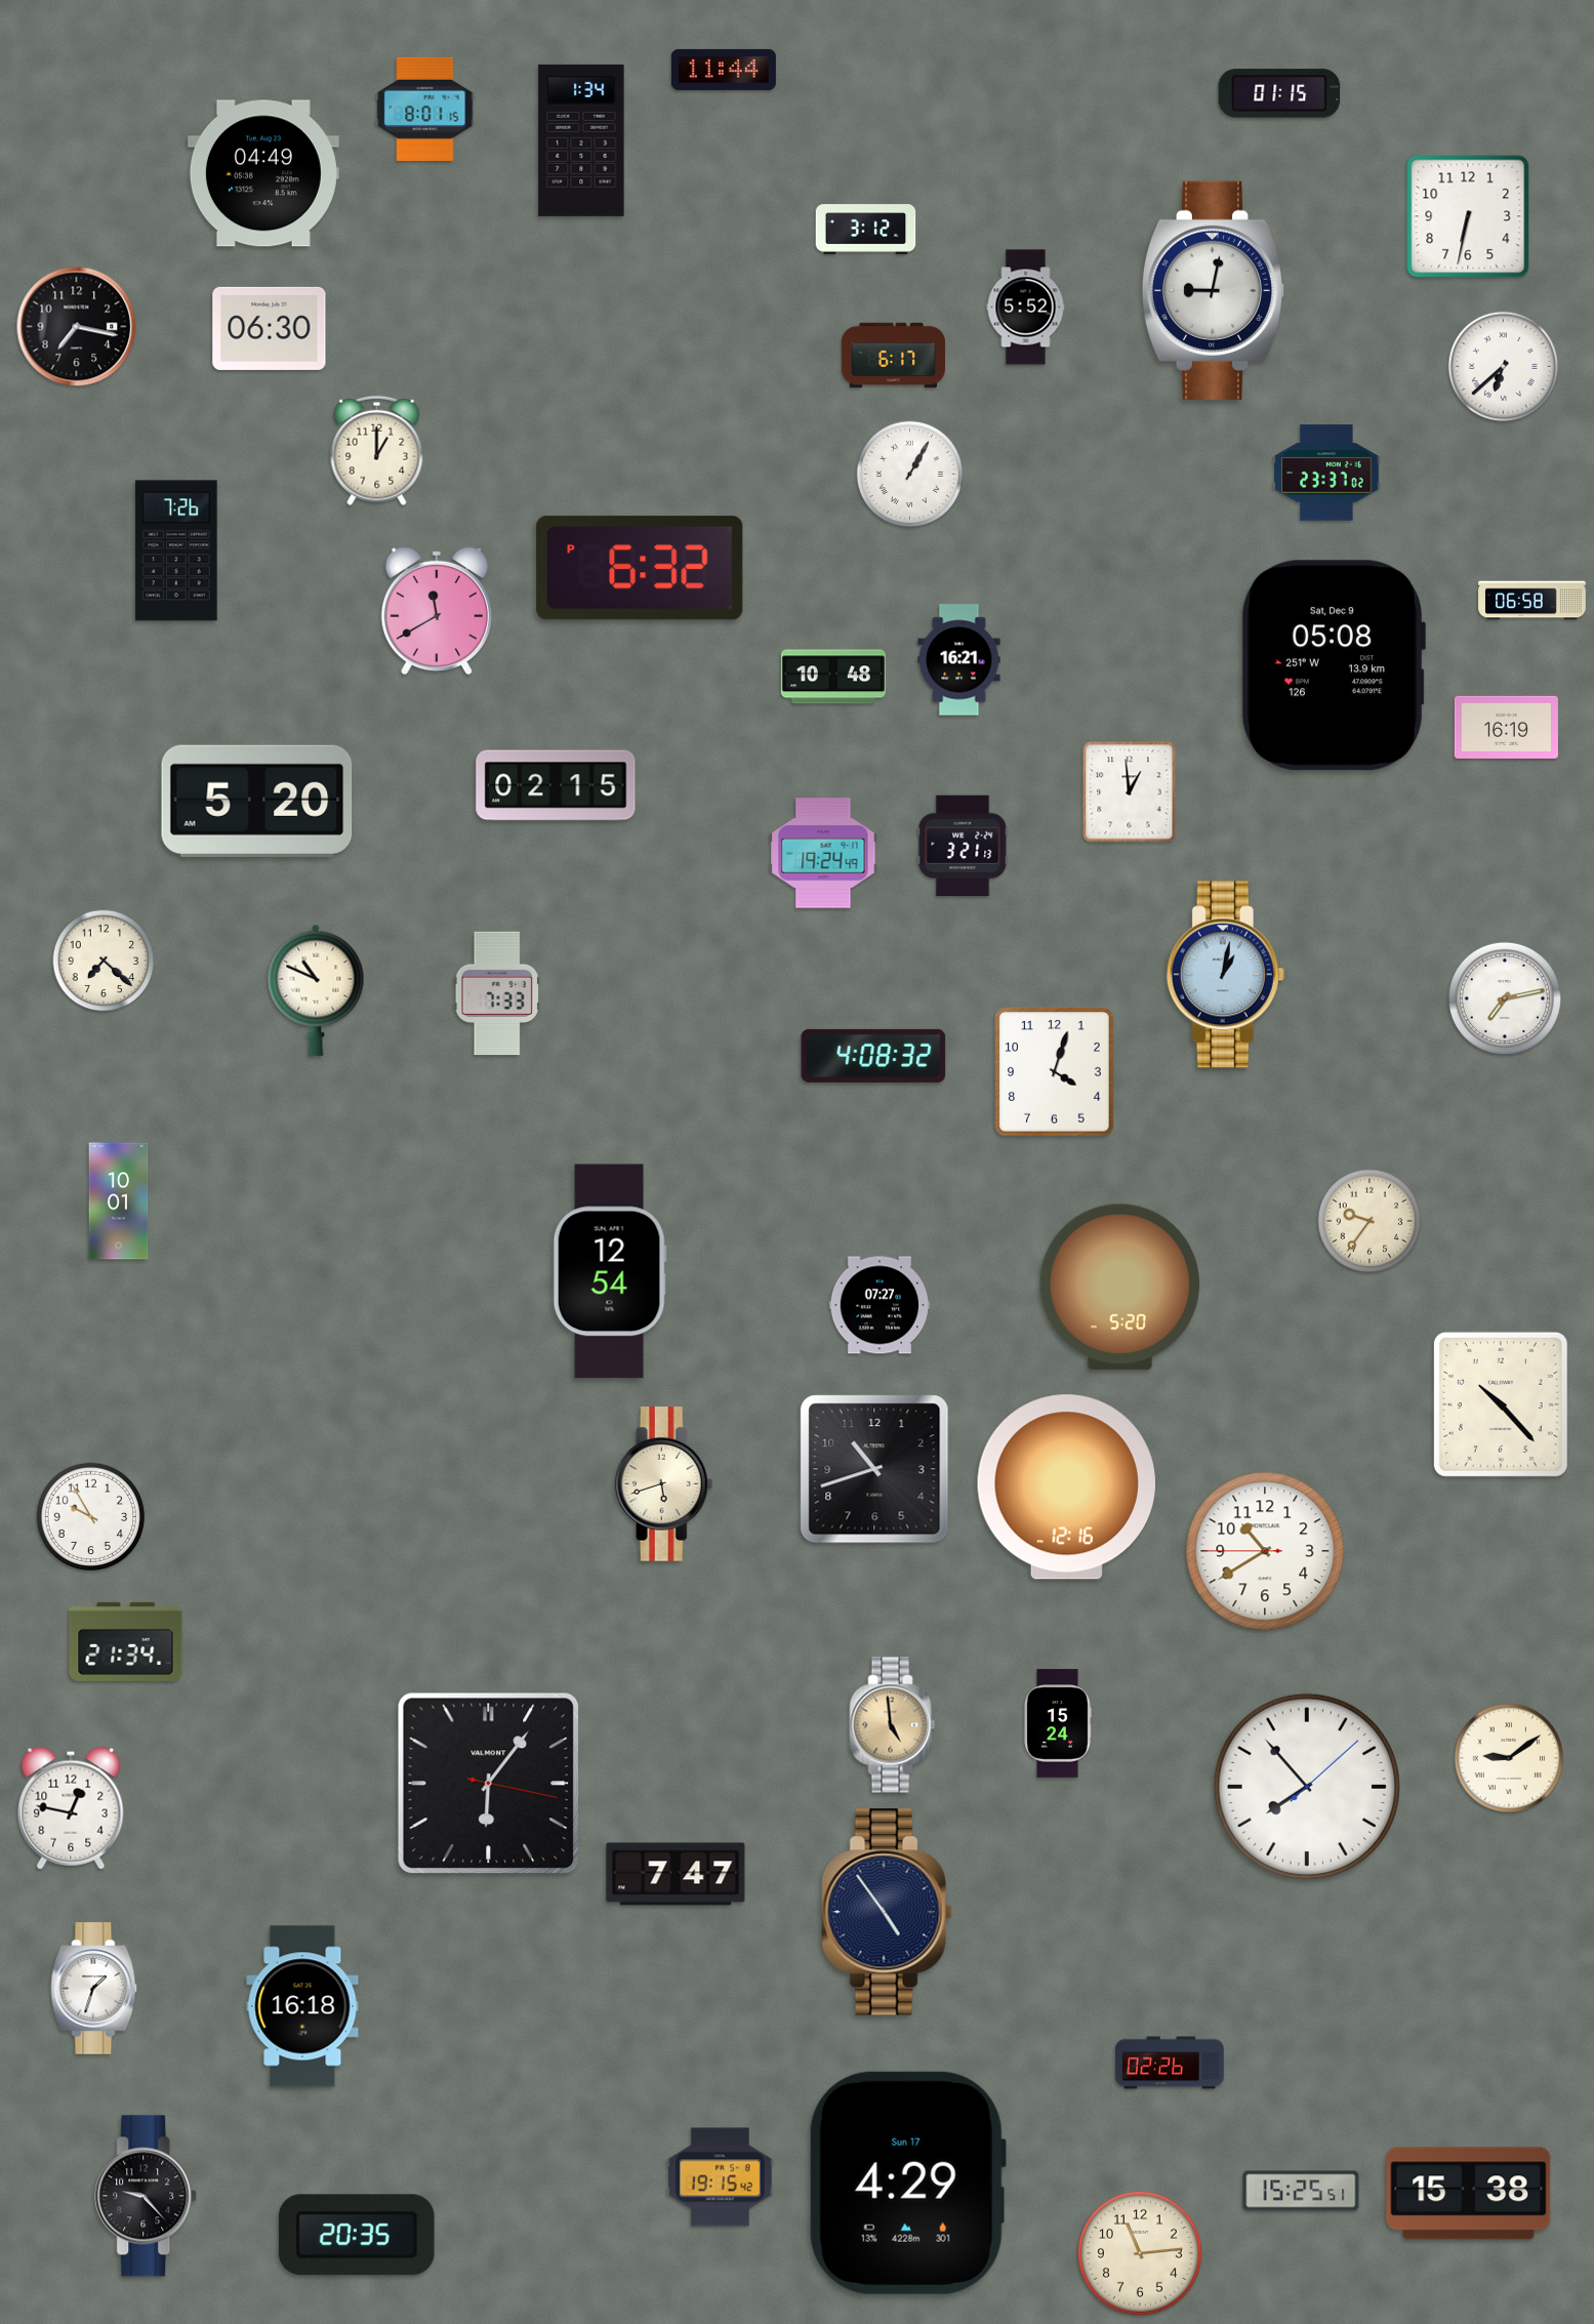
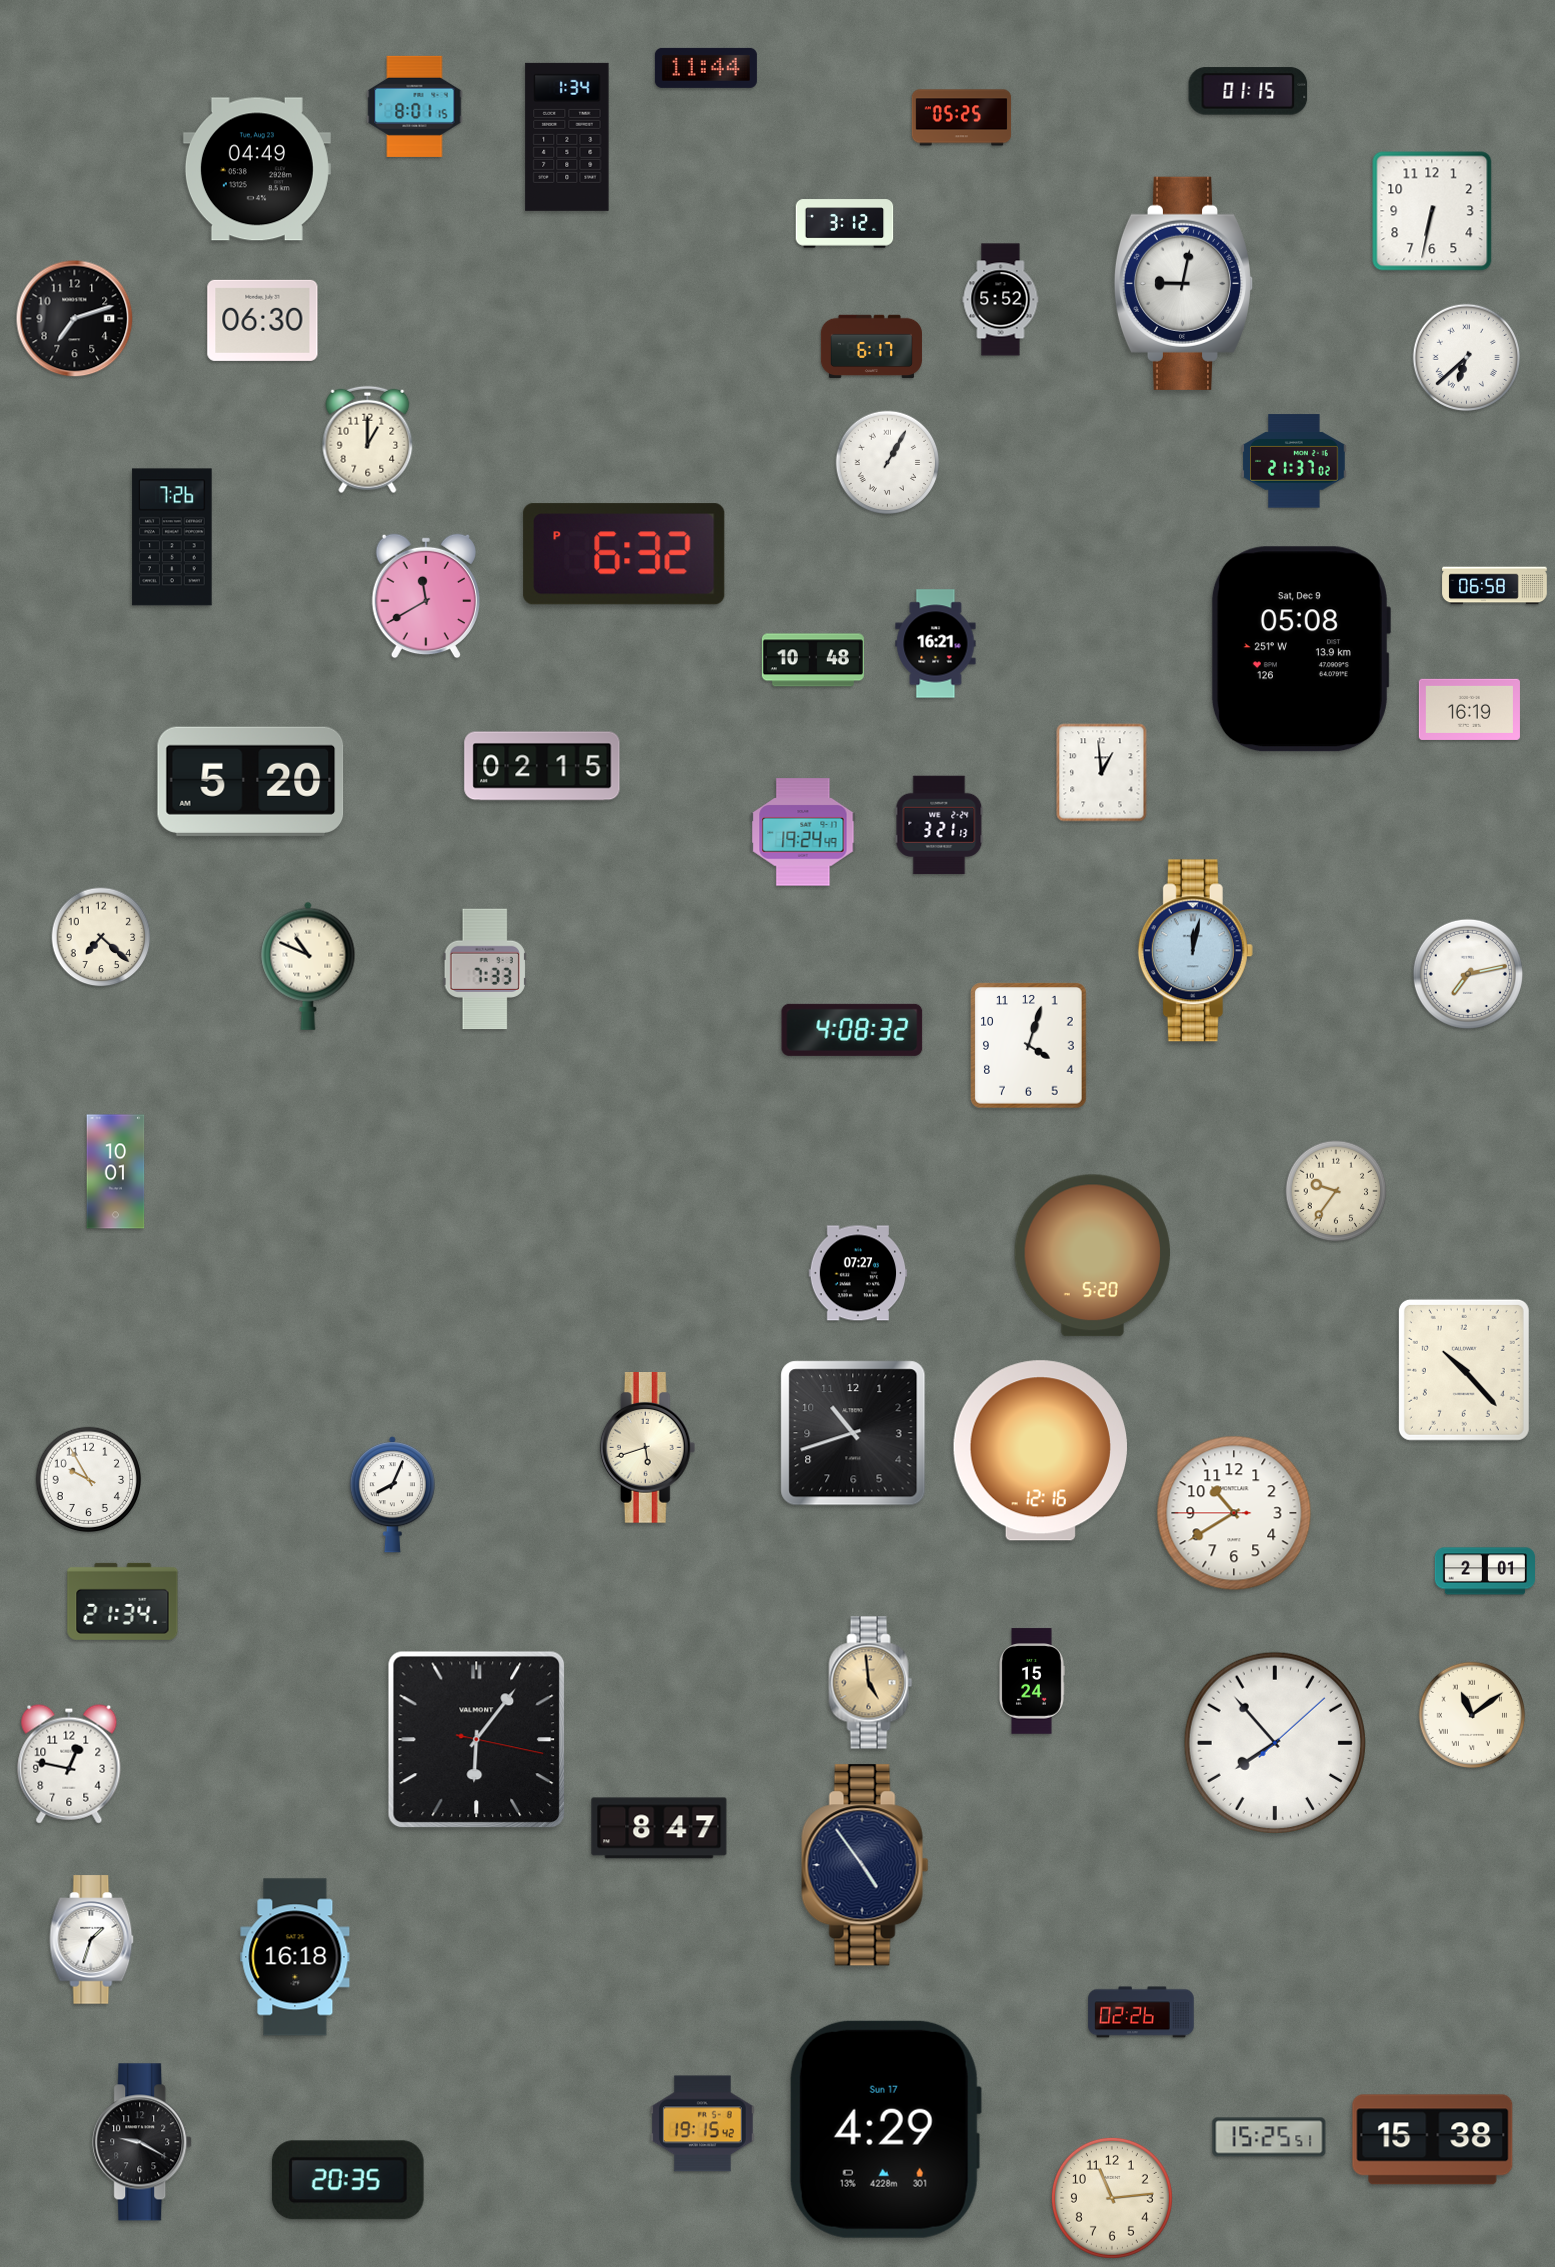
clock at (962, 118): none -> 05:25
clock at (77, 327): 7:17 -> 7:12
clock at (1326, 473): 23:37 -> 21:37
clock at (1225, 975): 1:02 -> 12:02
clock at (610, 1271): 12:54 -> none
clock at (392, 1495): none -> 8:04
clock at (1484, 1571): none -> 2:01
clock at (1508, 1757): 9:09 -> 11:09
clock at (676, 1874): 7:47 -> 8:47
clock at (147, 2196): 9:23 -> 9:20
